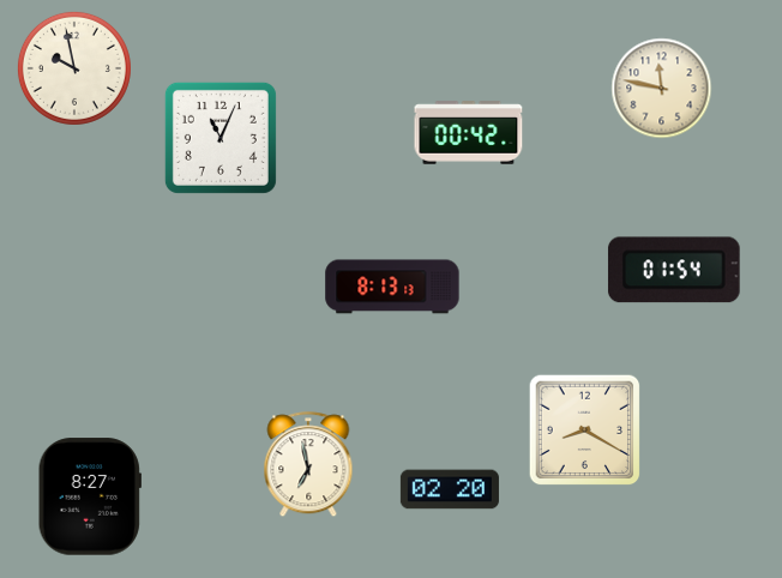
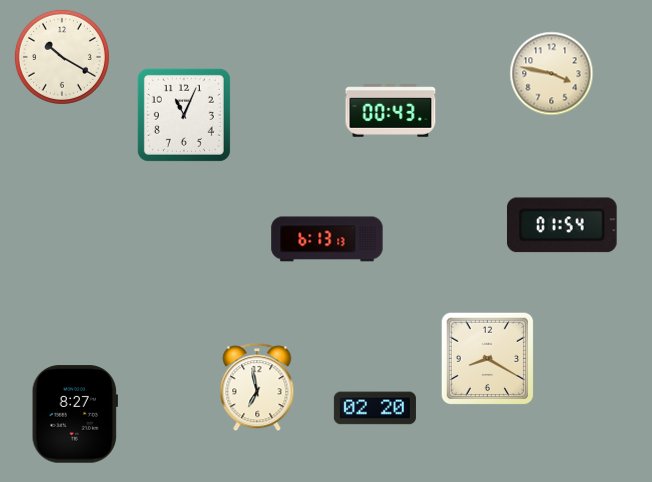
clock at (74, 68): 9:58 -> 10:20
clock at (662, 89): 11:47 -> 3:47
clock at (469, 133): 00:42 -> 00:43
clock at (392, 287): 8:13 -> 6:13
